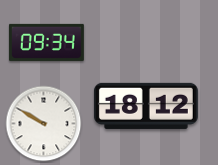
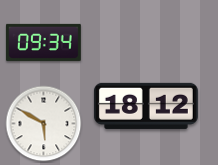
clock at (46, 42) position: (46, 42) -> (43, 42)
clock at (44, 124): 9:50 -> 5:50
